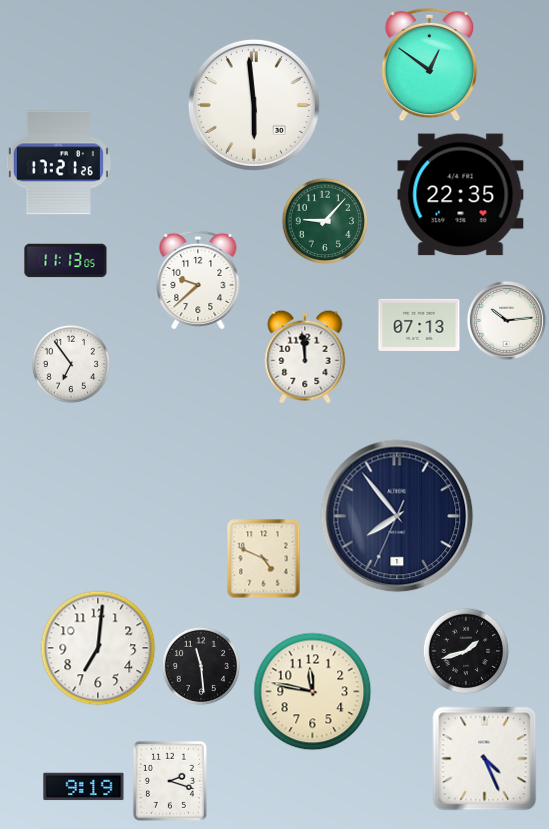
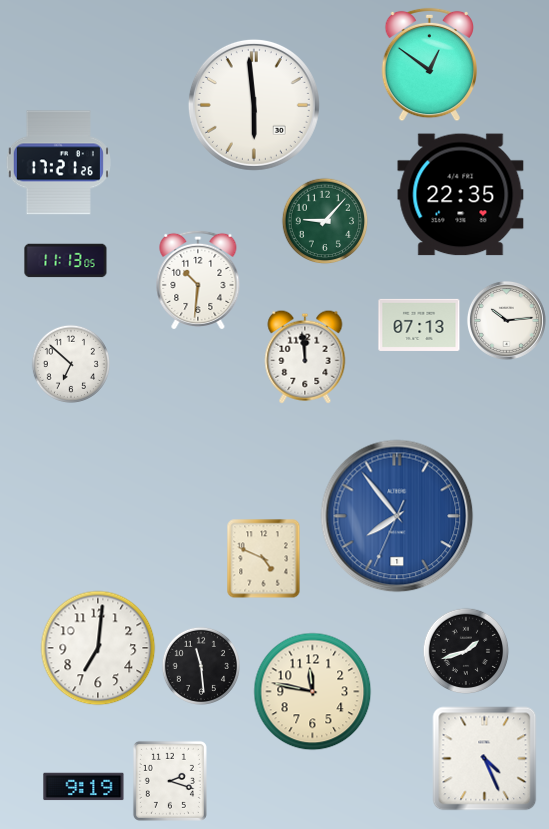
clock at (198, 280): 9:38 -> 10:31
clock at (71, 364): 6:54 -> 6:52
clock at (397, 516) dial: navy -> blue
